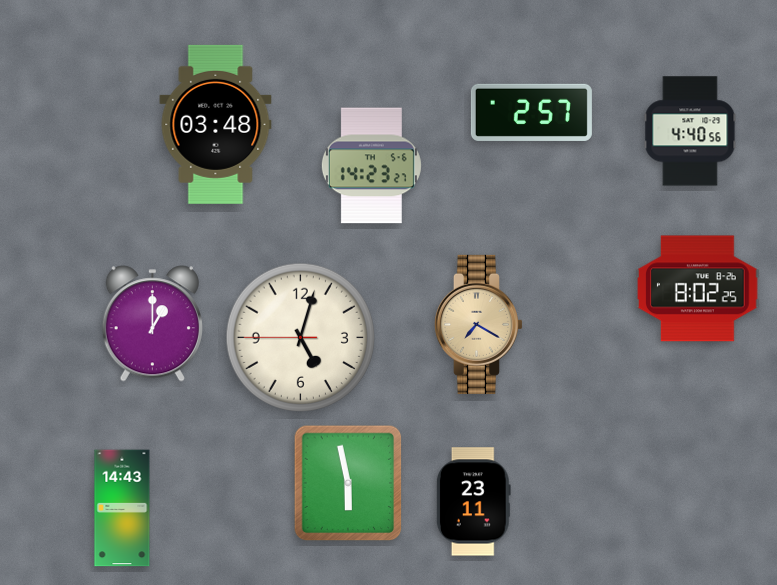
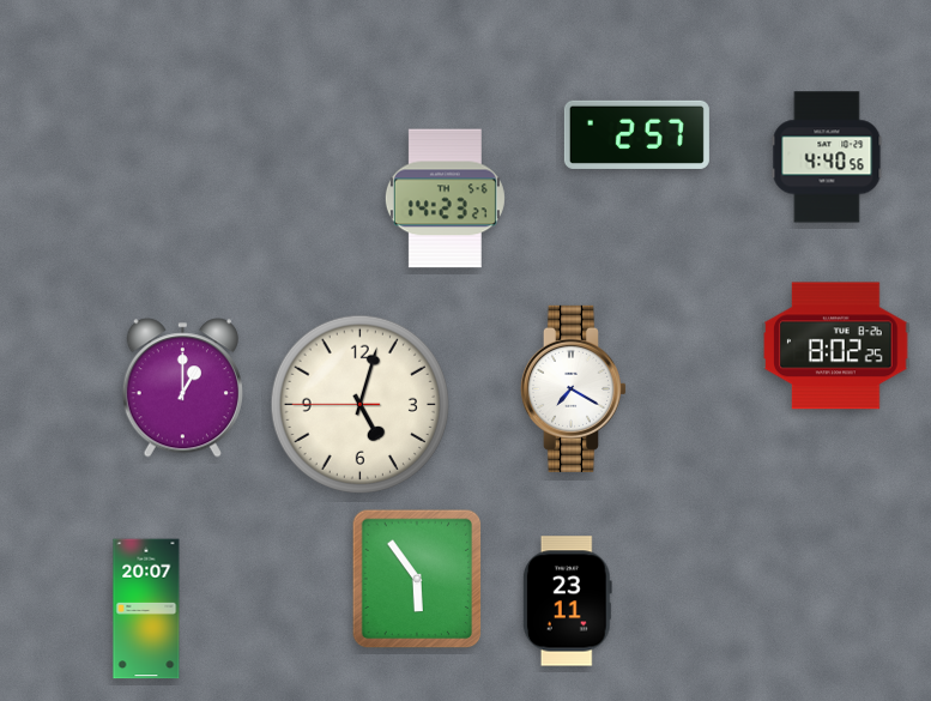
clock at (216, 124): 03:48 -> none
clock at (478, 324) dial: champagne -> white
clock at (348, 483): 5:58 -> 5:54
clock at (122, 508): 14:43 -> 20:07
